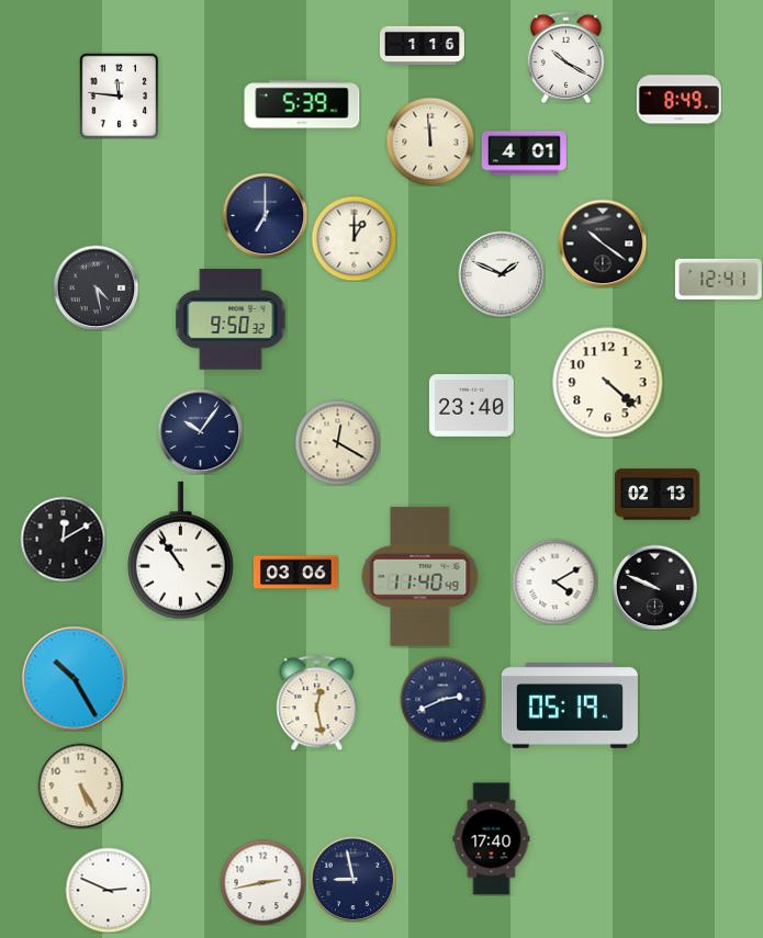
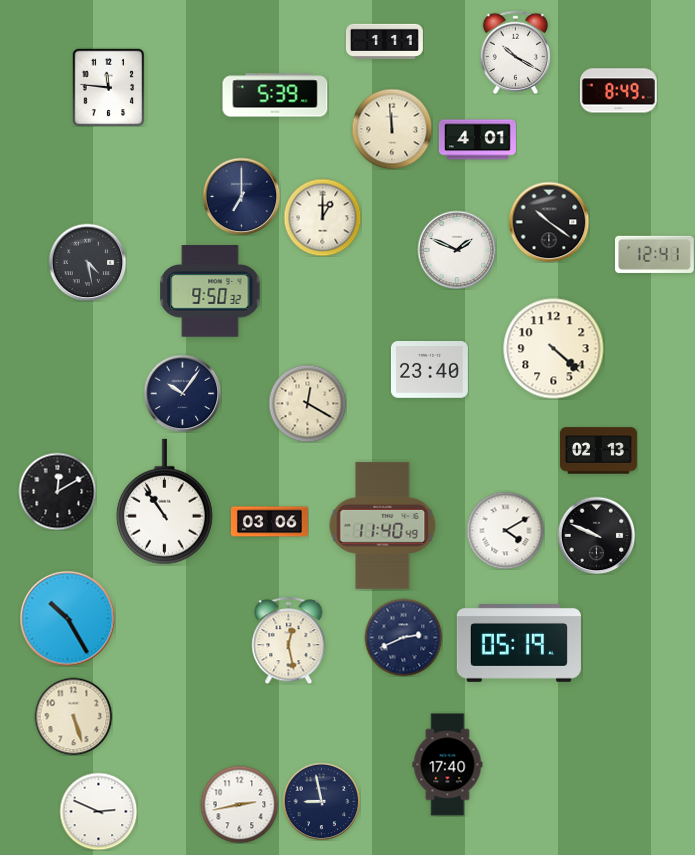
clock at (422, 45): 1:16 -> 1:11
clock at (80, 786): 5:25 -> 5:27
